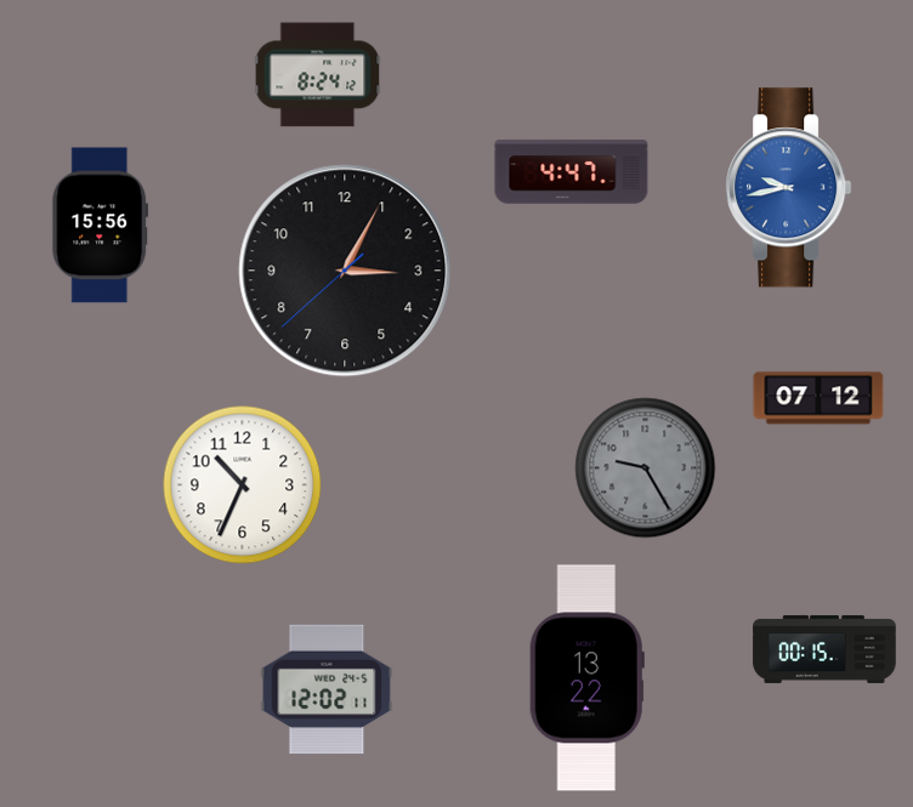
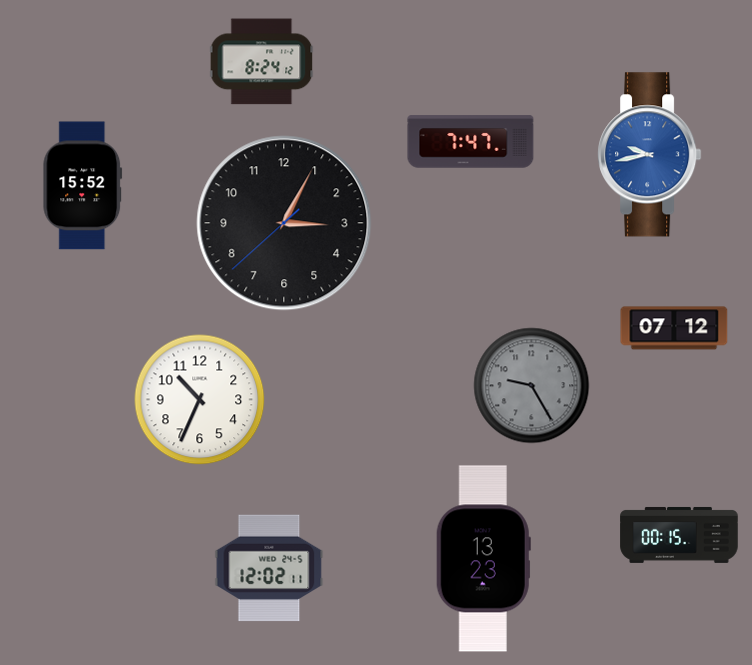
clock at (572, 172): 4:47 -> 7:47
clock at (101, 226): 15:56 -> 15:52
clock at (586, 678): 13:22 -> 13:23
